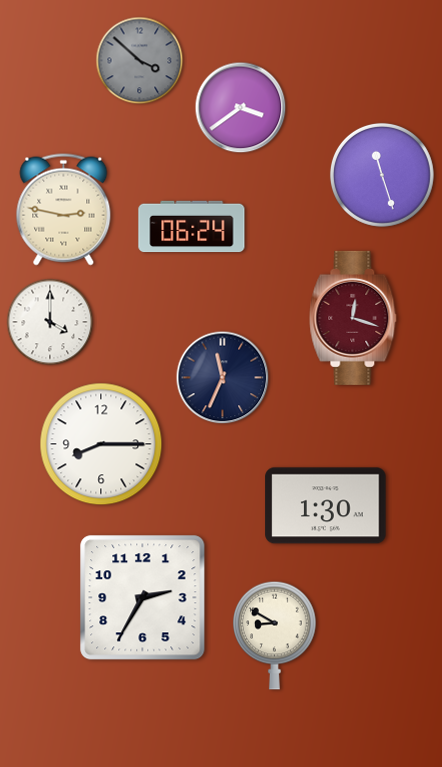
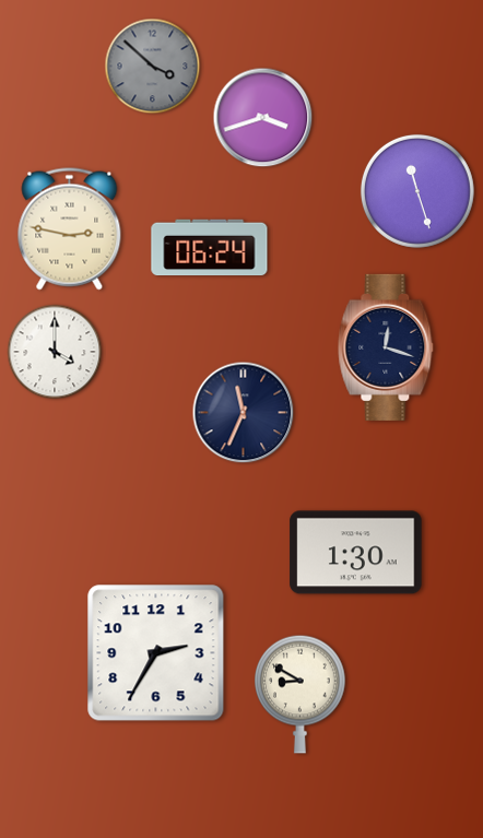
clock at (241, 108): 3:39 -> 3:42
clock at (353, 318) dial: burgundy -> navy
clock at (101, 444): 8:15 -> none
